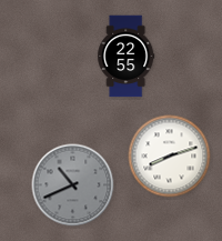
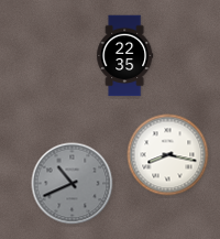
clock at (127, 57): 22:55 -> 22:35
clock at (170, 157): 8:12 -> 8:17
